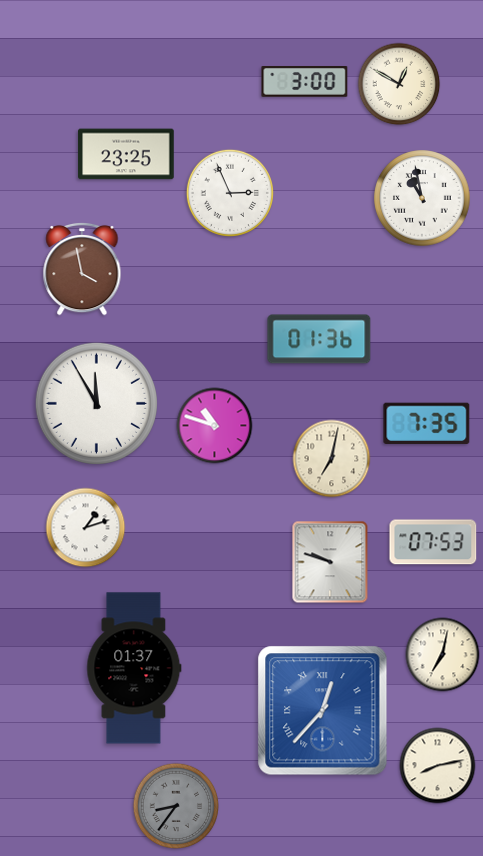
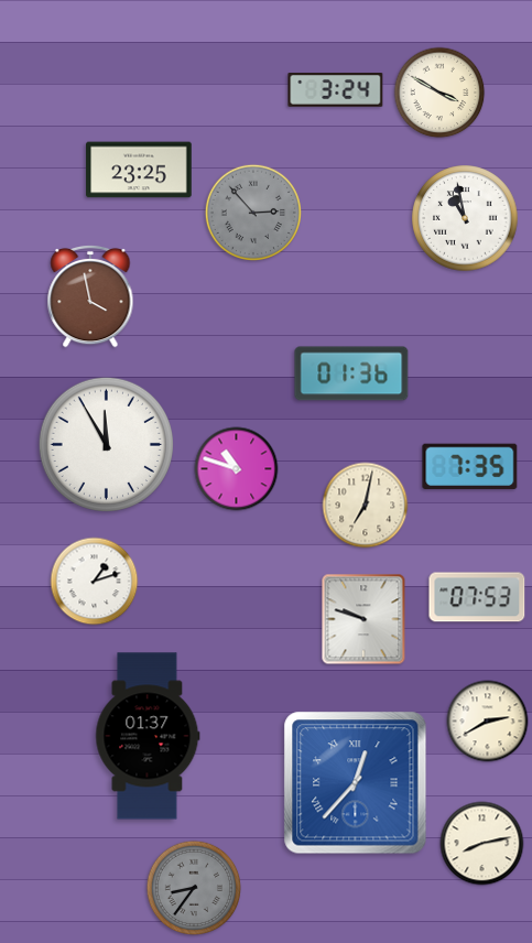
clock at (305, 82): 3:00 -> 3:24
clock at (399, 84): 12:50 -> 3:50
clock at (229, 192): 2:56 -> 2:53
clock at (229, 192) dial: white -> grey
clock at (443, 655): 7:02 -> 2:40
